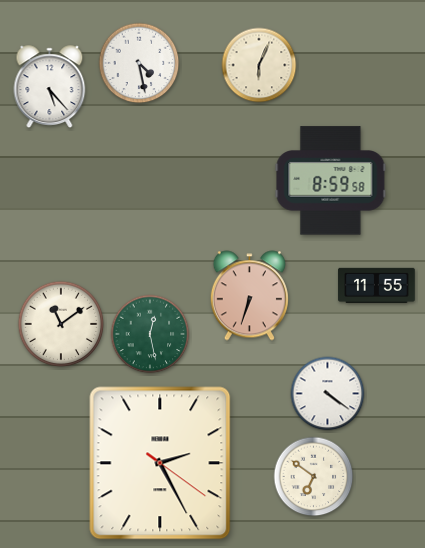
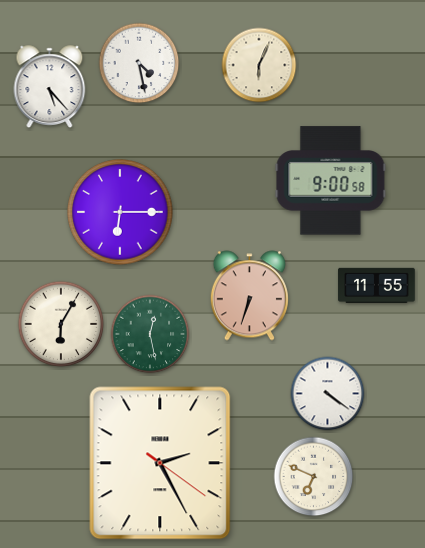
clock at (331, 181): 8:59 -> 9:00
clock at (120, 212): none -> 6:15
clock at (61, 324): 11:09 -> 6:05
clock at (314, 477): 6:51 -> 6:49
